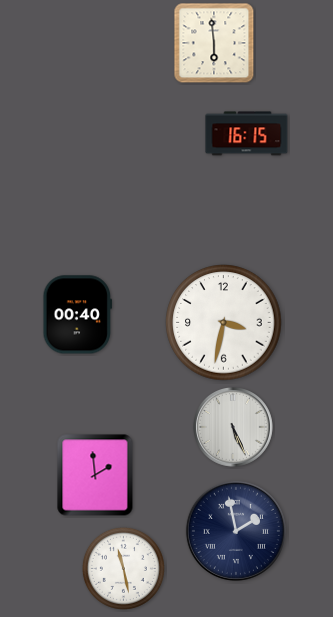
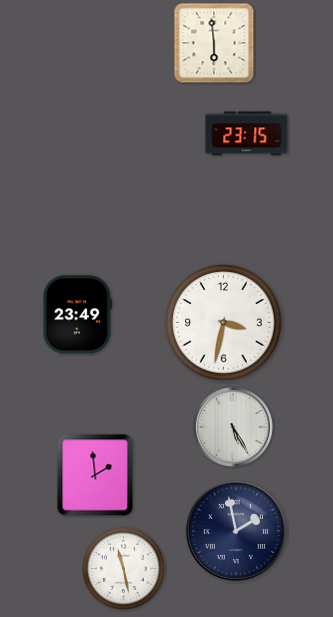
clock at (247, 134): 16:15 -> 23:15
clock at (78, 315): 00:40 -> 23:49
clock at (234, 428): 5:26 -> 5:25
